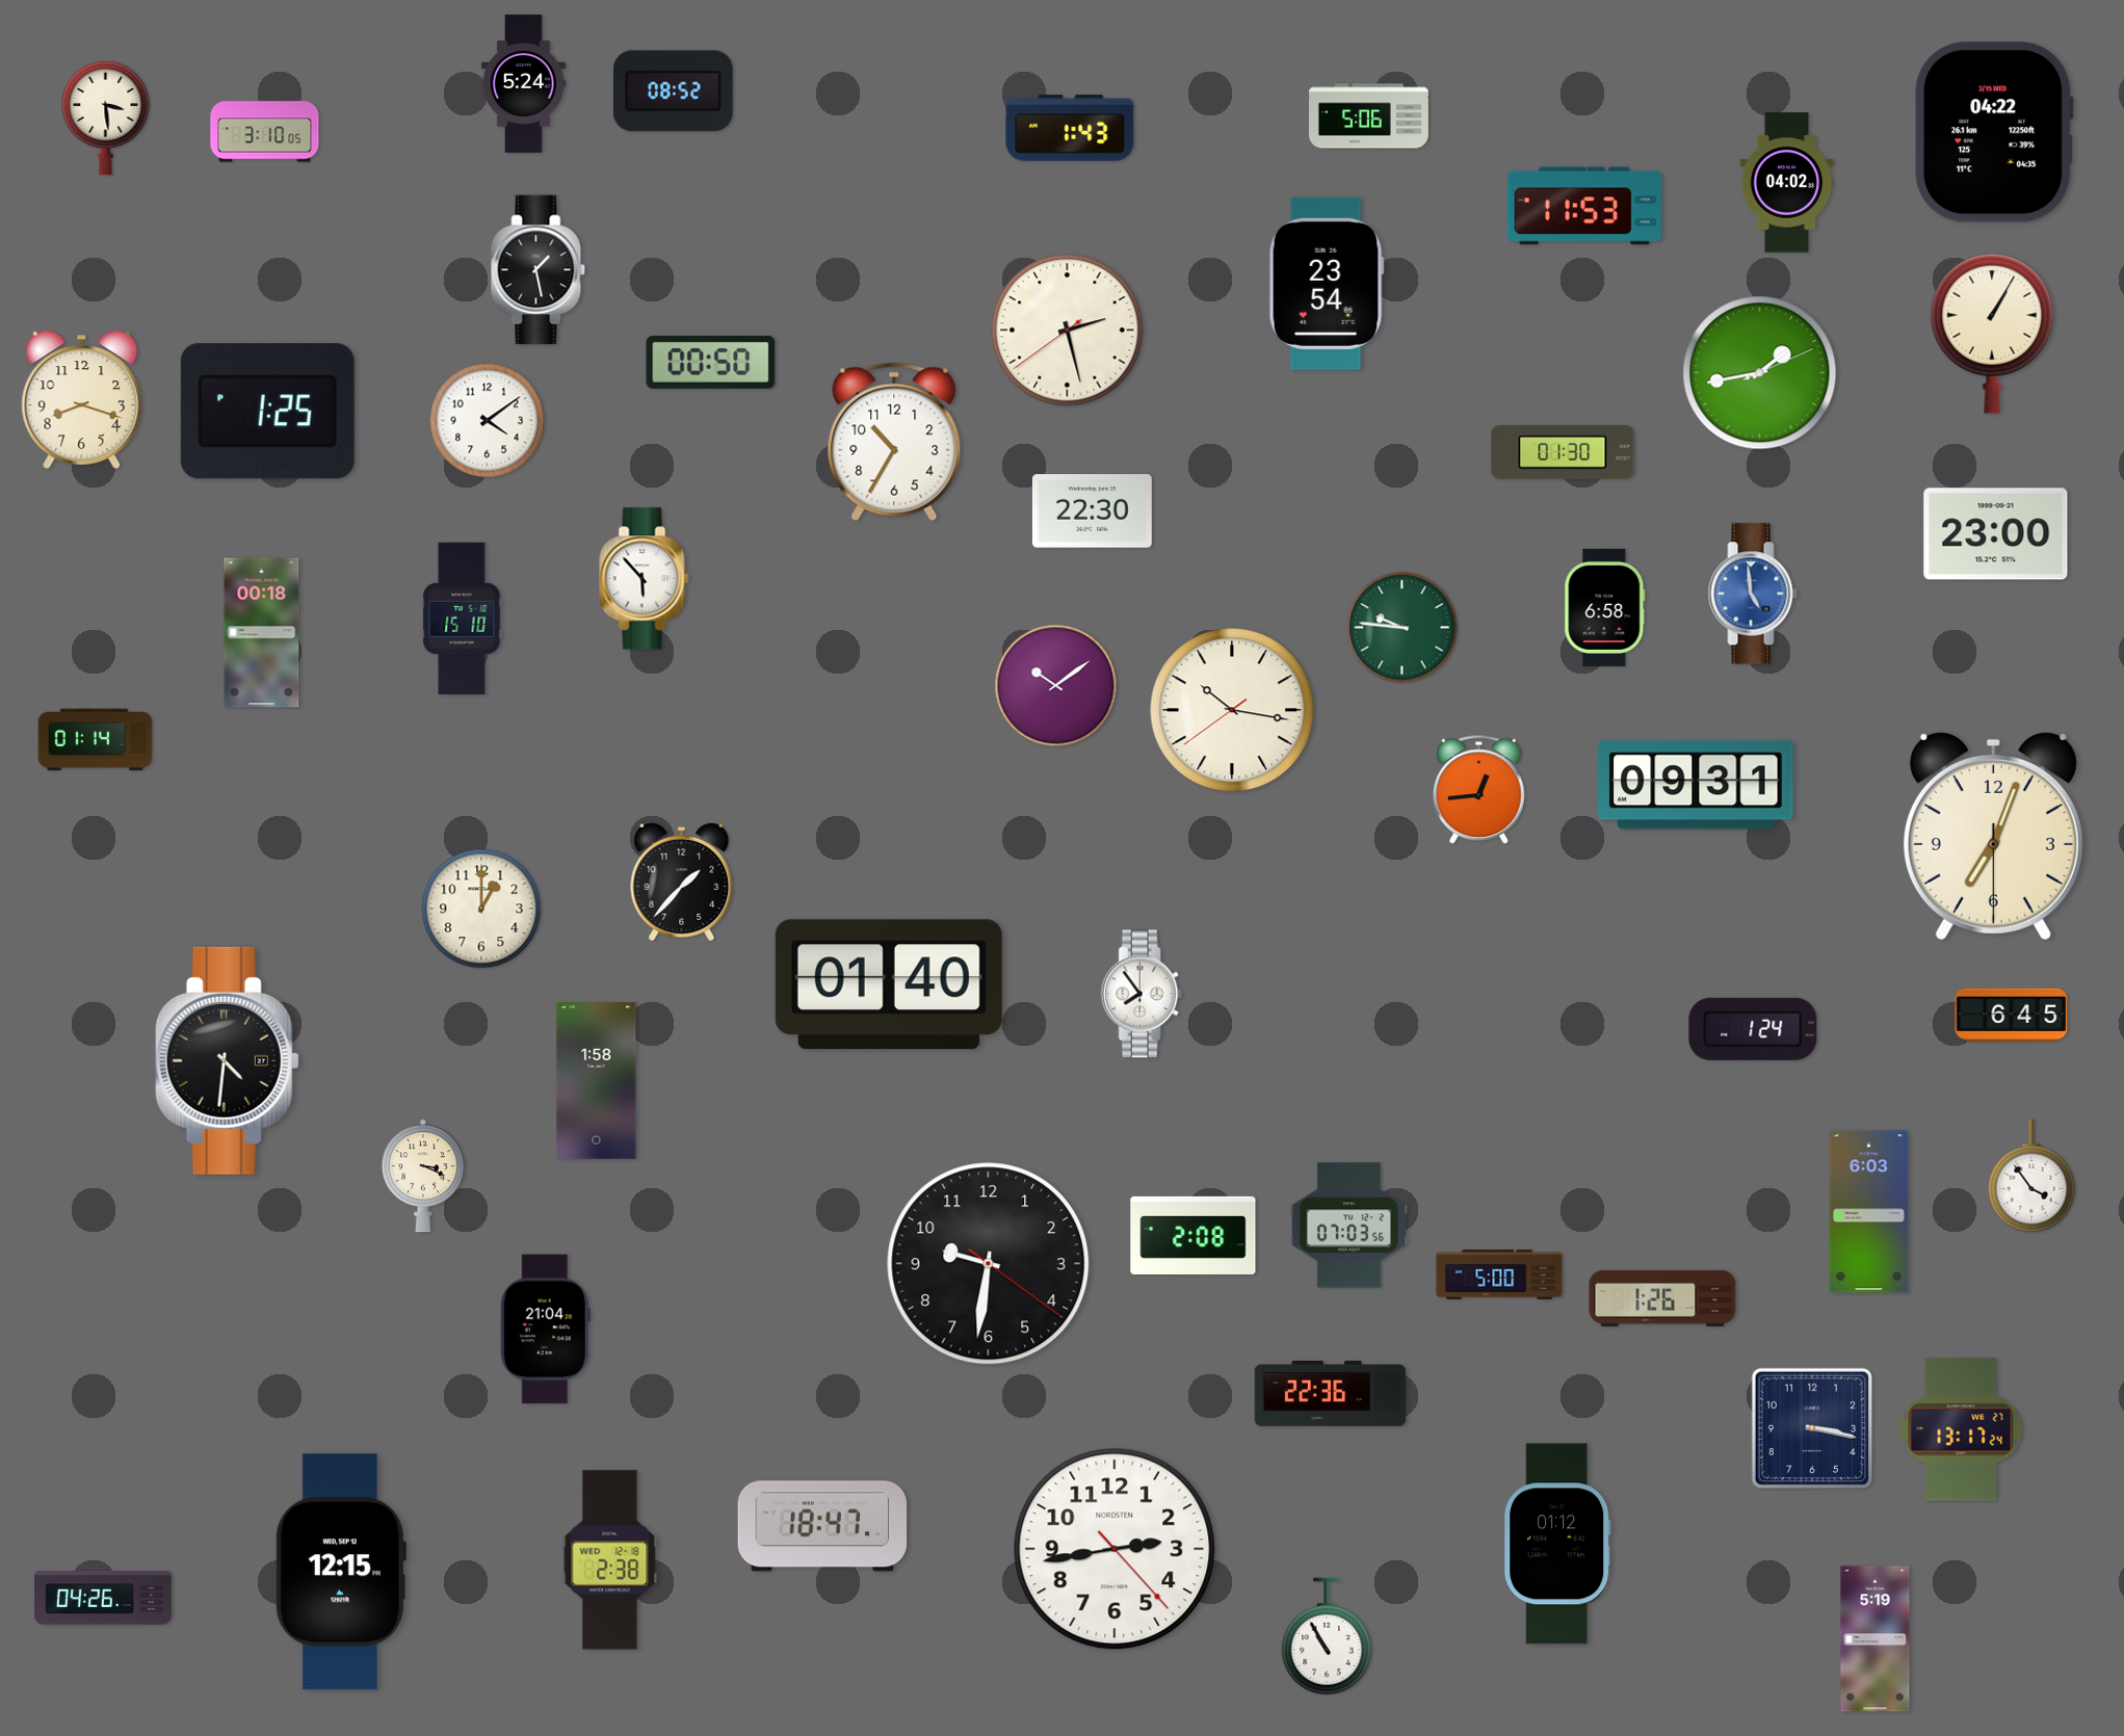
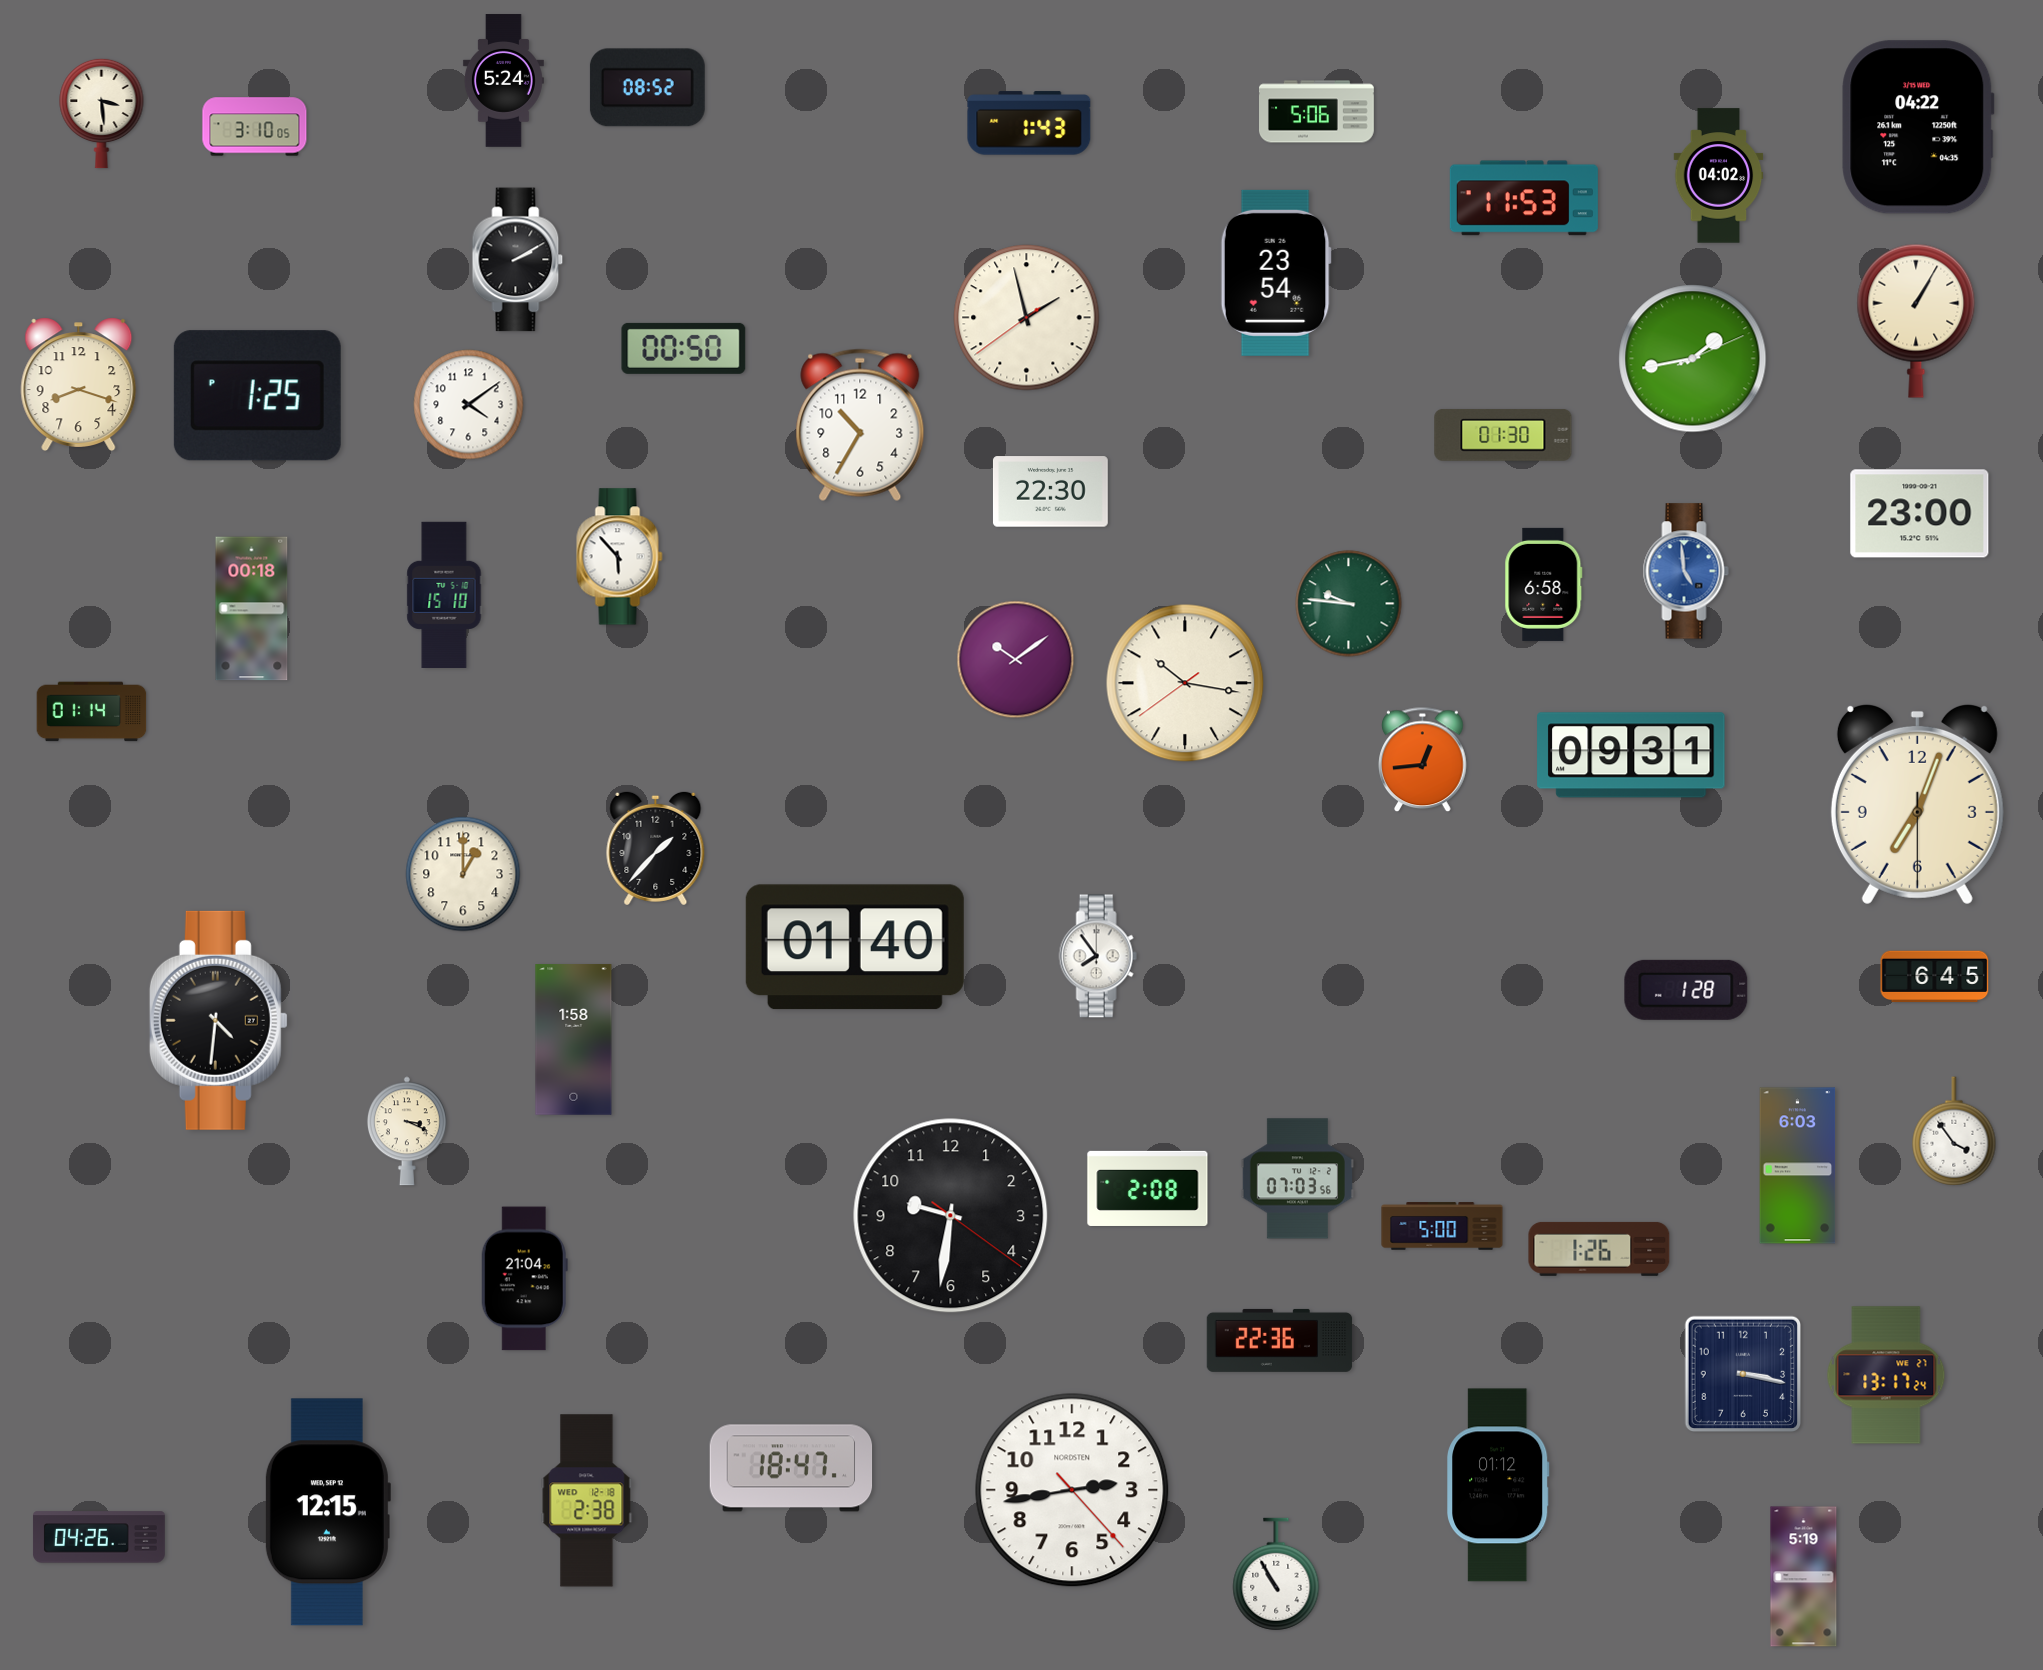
clock at (539, 270): 1:28 -> 2:10
clock at (1068, 331): 2:27 -> 1:57
clock at (1753, 1029): 1:24 -> 1:28
